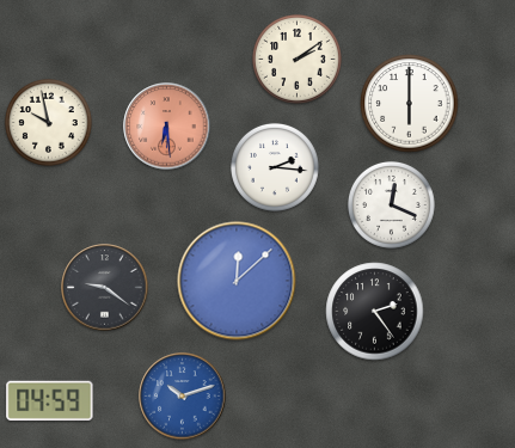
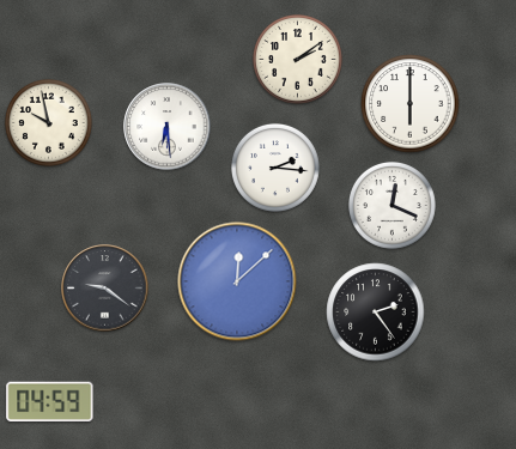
clock at (167, 127) dial: salmon -> white
clock at (183, 397): 10:12 -> none
